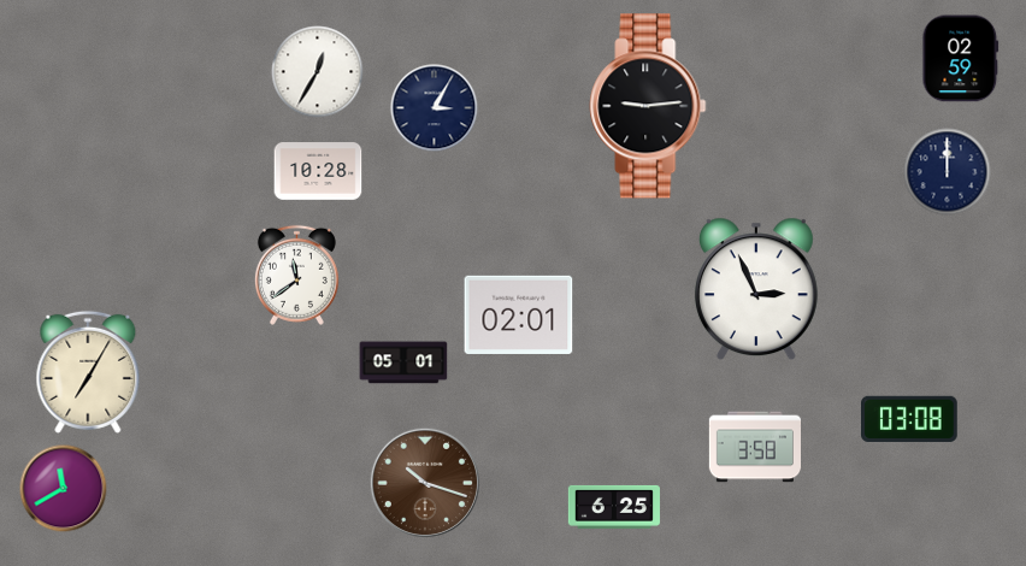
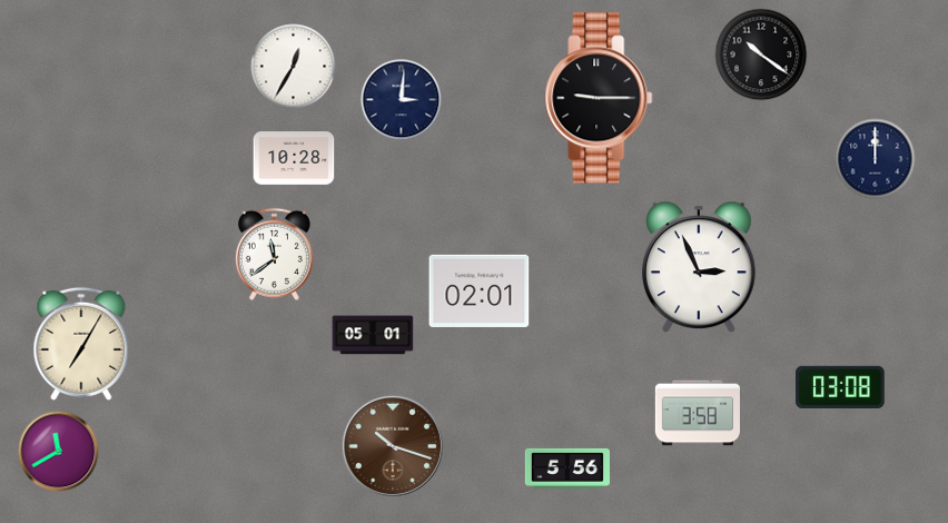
clock at (761, 55): none -> 10:21
clock at (961, 59): 02:59 -> none
clock at (648, 106): 9:14 -> 9:15
clock at (435, 108): 3:05 -> 3:01
clock at (614, 507): 6:25 -> 5:56
